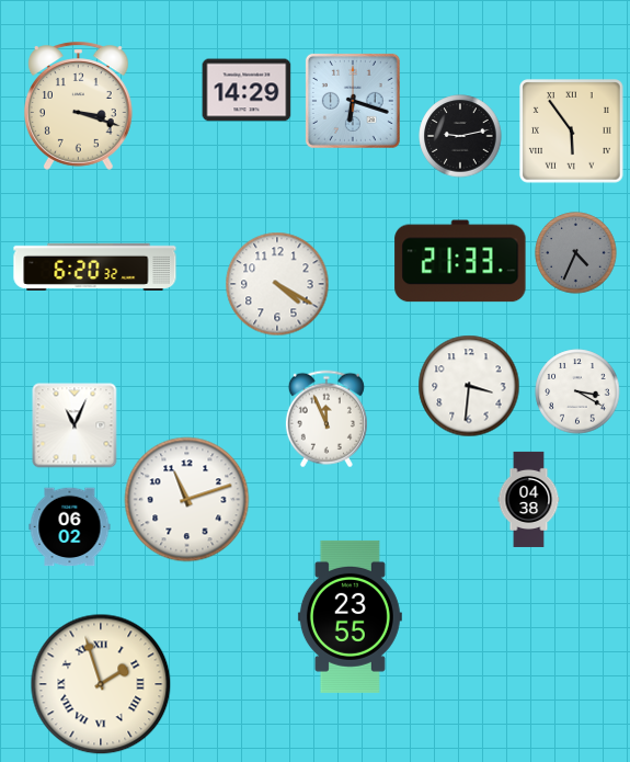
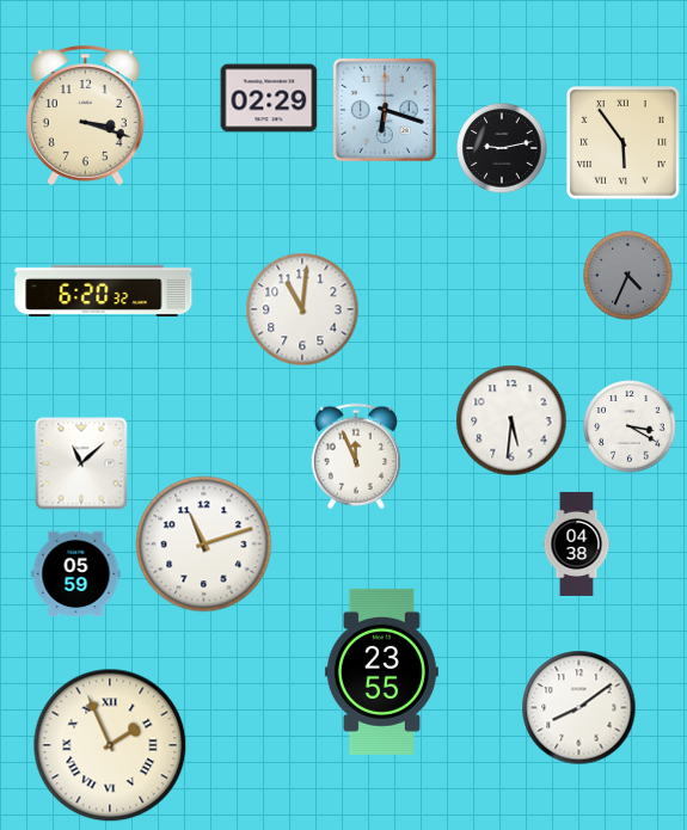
clock at (247, 90): 14:29 -> 02:29
clock at (460, 261): 21:33 -> none
clock at (277, 284): 4:20 -> 11:01
clock at (469, 386): 3:31 -> 5:31
clock at (75, 425): 11:04 -> 11:08
clock at (70, 527): 06:02 -> 05:59
clock at (579, 708): none -> 8:09
clock at (101, 684): 1:57 -> 1:56
